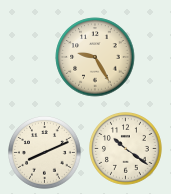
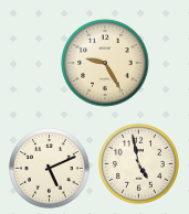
clock at (126, 149): 10:21 -> 4:58
clock at (45, 153): 8:11 -> 5:11
